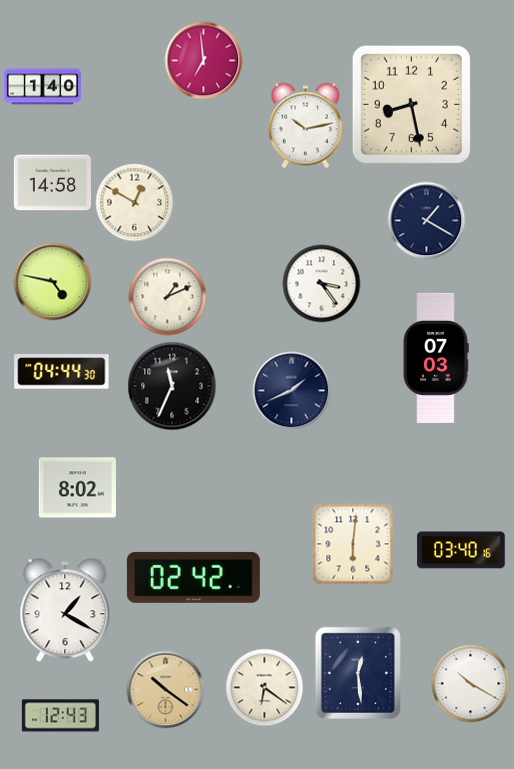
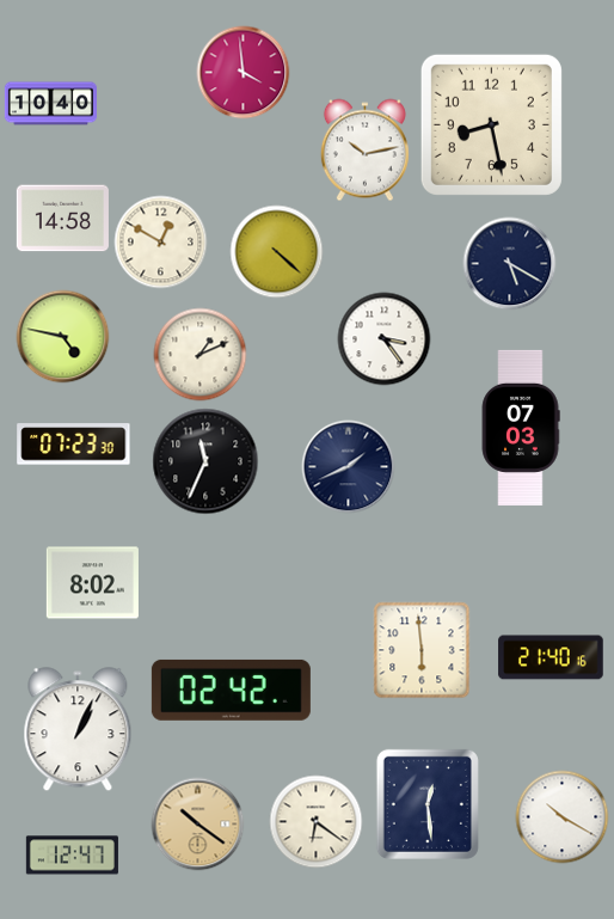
clock at (203, 60): 6:59 -> 3:59
clock at (42, 87): 1:40 -> 10:40
clock at (276, 251): none -> 4:22
clock at (426, 220): 1:20 -> 5:20
clock at (62, 372): 04:44 -> 07:23
clock at (353, 544): 6:01 -> 5:59
clock at (461, 550): 03:40 -> 21:40
clock at (65, 610): 1:20 -> 1:04
clock at (60, 716): 12:43 -> 12:47
